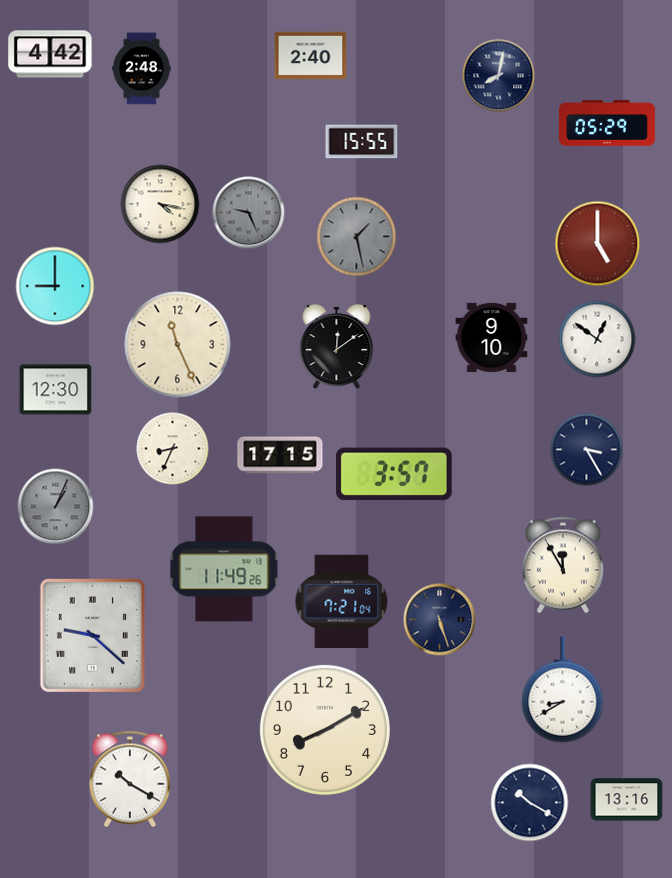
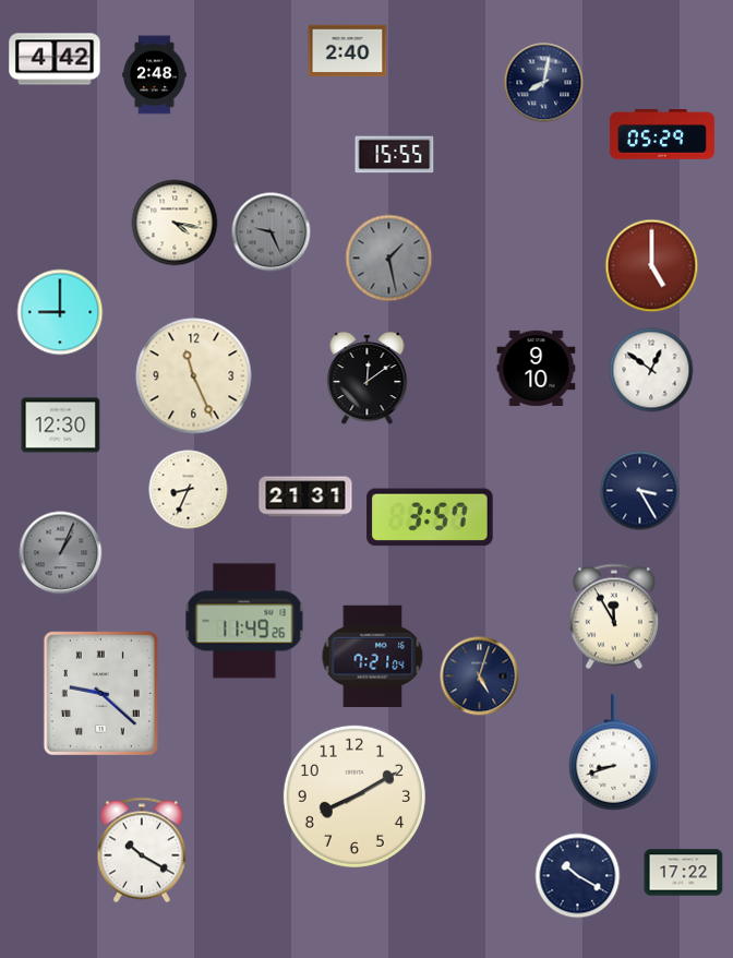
clock at (311, 56) position: (311, 56) -> (348, 51)
clock at (280, 455): 17:15 -> 21:31
clock at (440, 620): 5:27 -> 5:03
clock at (563, 690): 8:40 -> 8:42
clock at (627, 800): 13:16 -> 17:22
